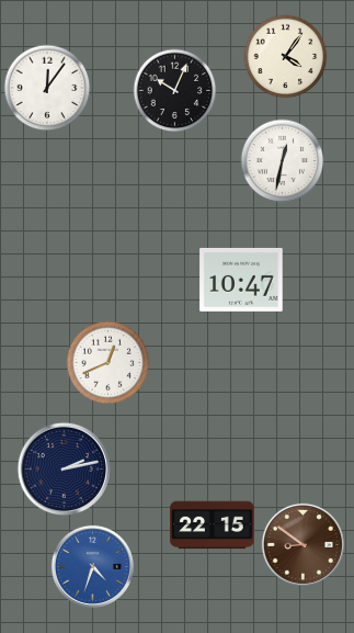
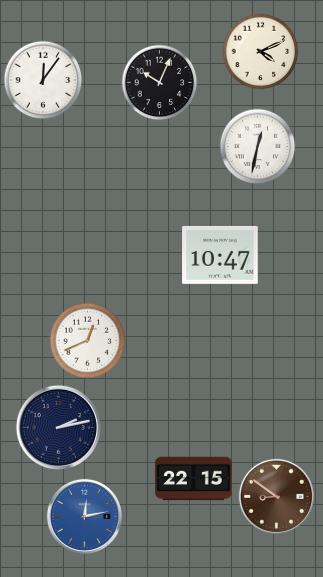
clock at (286, 57): 4:06 -> 4:11
clock at (109, 363) position: (109, 363) -> (88, 341)
clock at (92, 566): 4:33 -> 12:13
